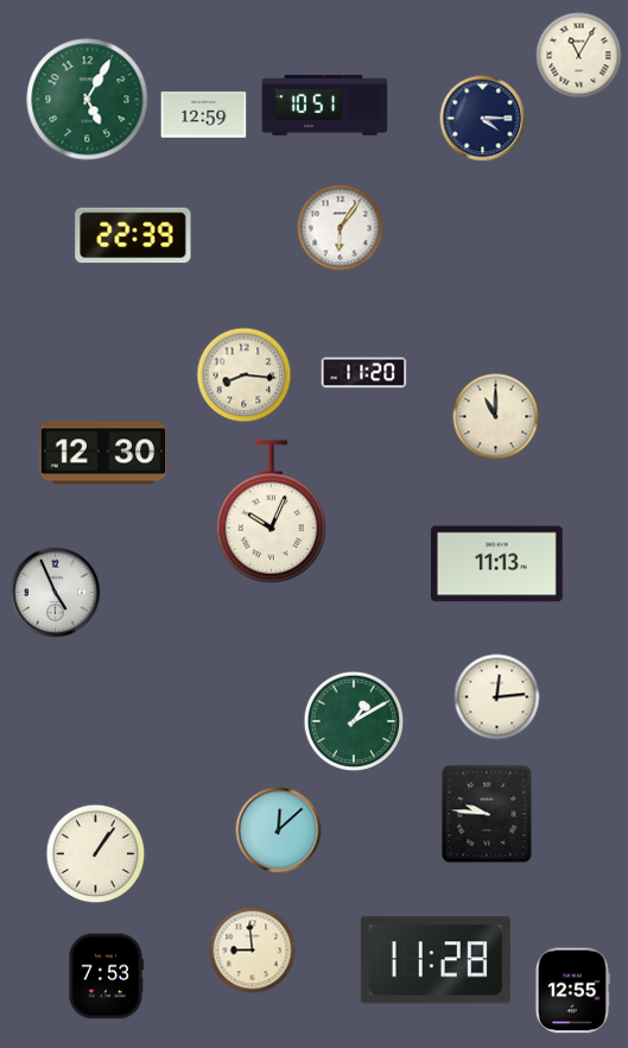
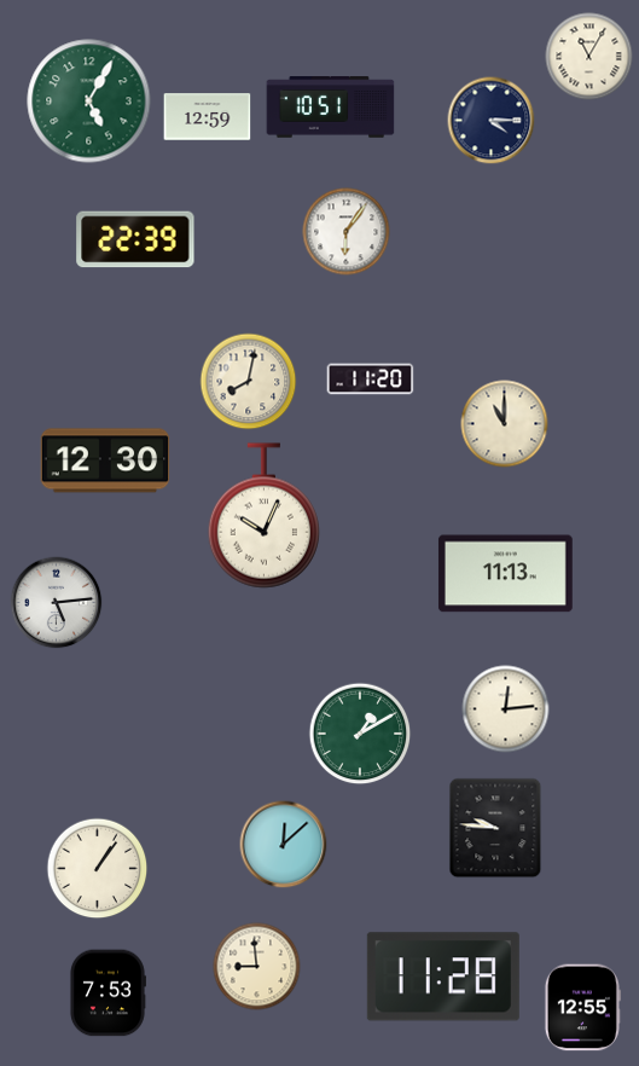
clock at (245, 375): 8:16 -> 8:02
clock at (271, 512) position: (271, 512) -> (263, 516)
clock at (56, 593): 4:56 -> 5:14
